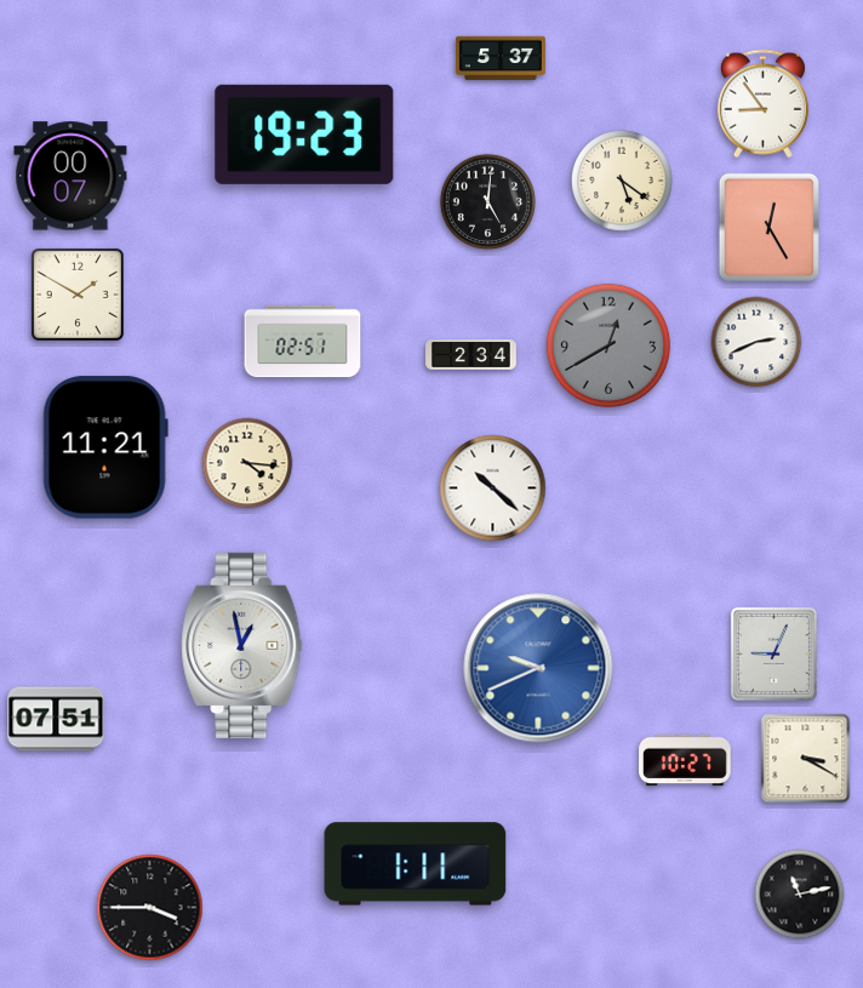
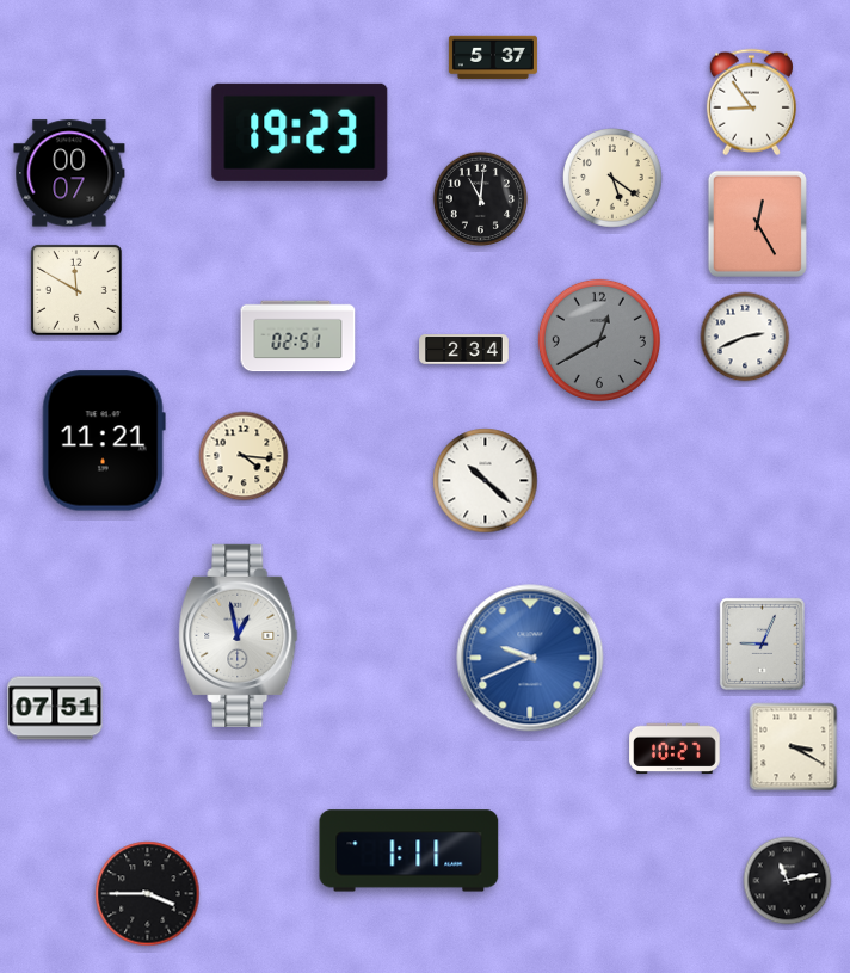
clock at (487, 201): 5:01 -> 11:01
clock at (78, 295): 1:50 -> 11:50
